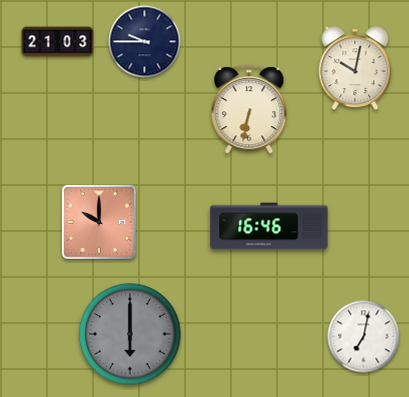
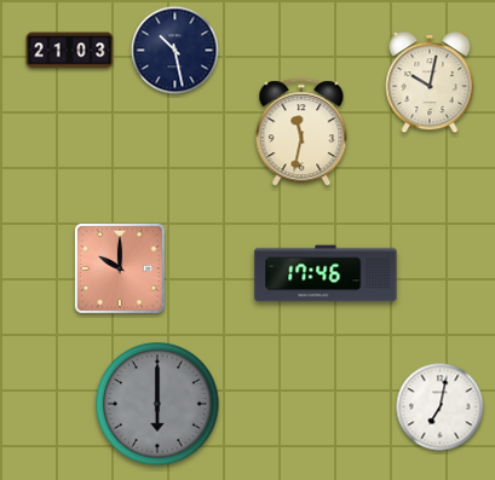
clock at (145, 42): 9:45 -> 10:28
clock at (249, 110): 6:32 -> 11:32
clock at (269, 226): 16:46 -> 17:46
